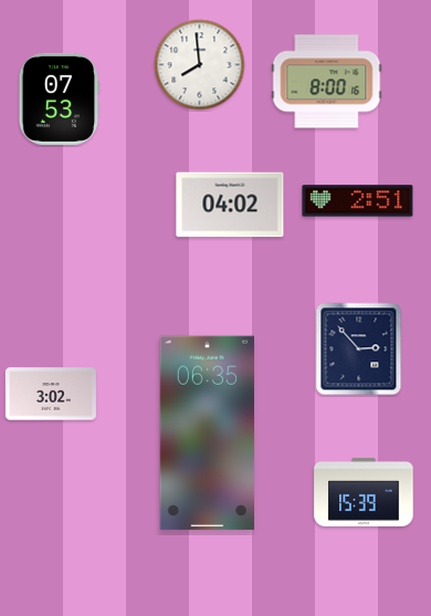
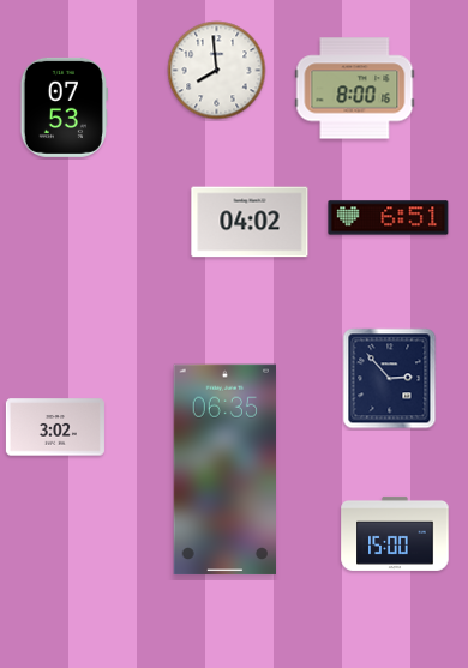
clock at (358, 201): 2:51 -> 6:51
clock at (364, 492): 15:39 -> 15:00
